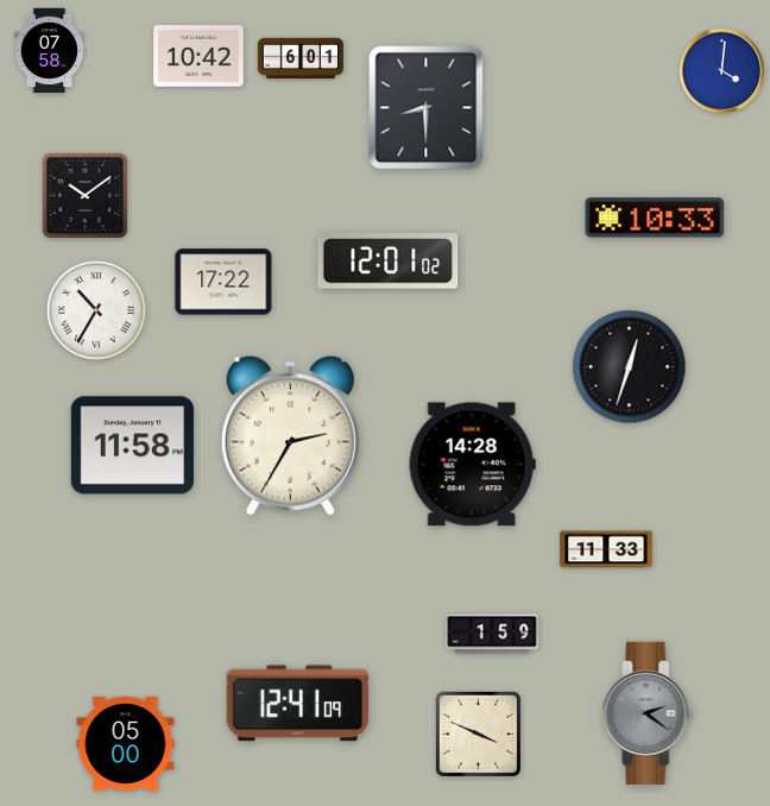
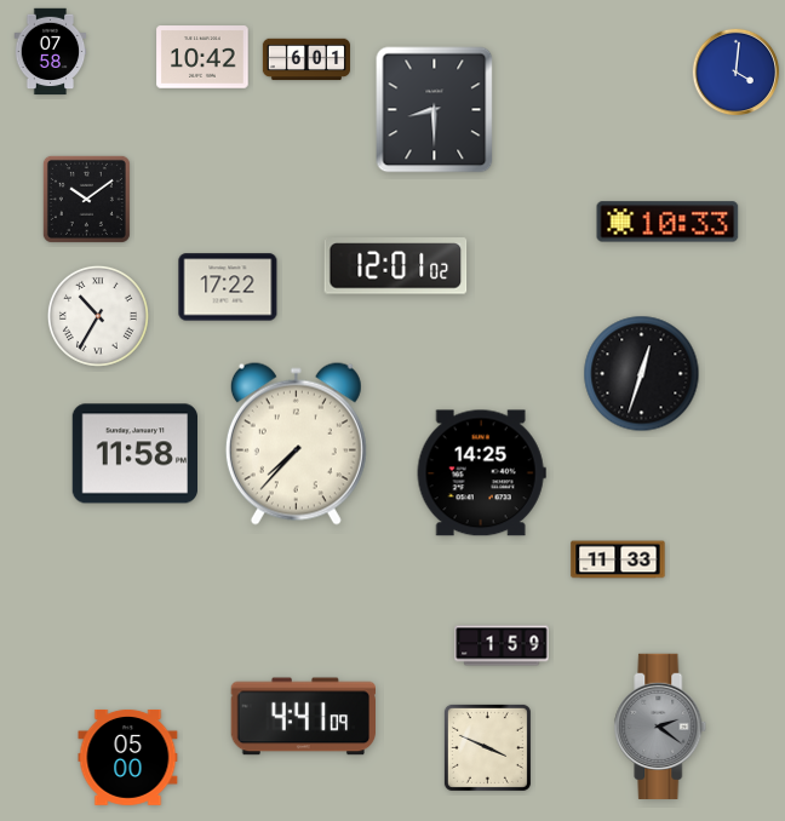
clock at (290, 435): 2:35 -> 7:37
clock at (472, 465): 14:28 -> 14:25
clock at (297, 704): 12:41 -> 4:41
